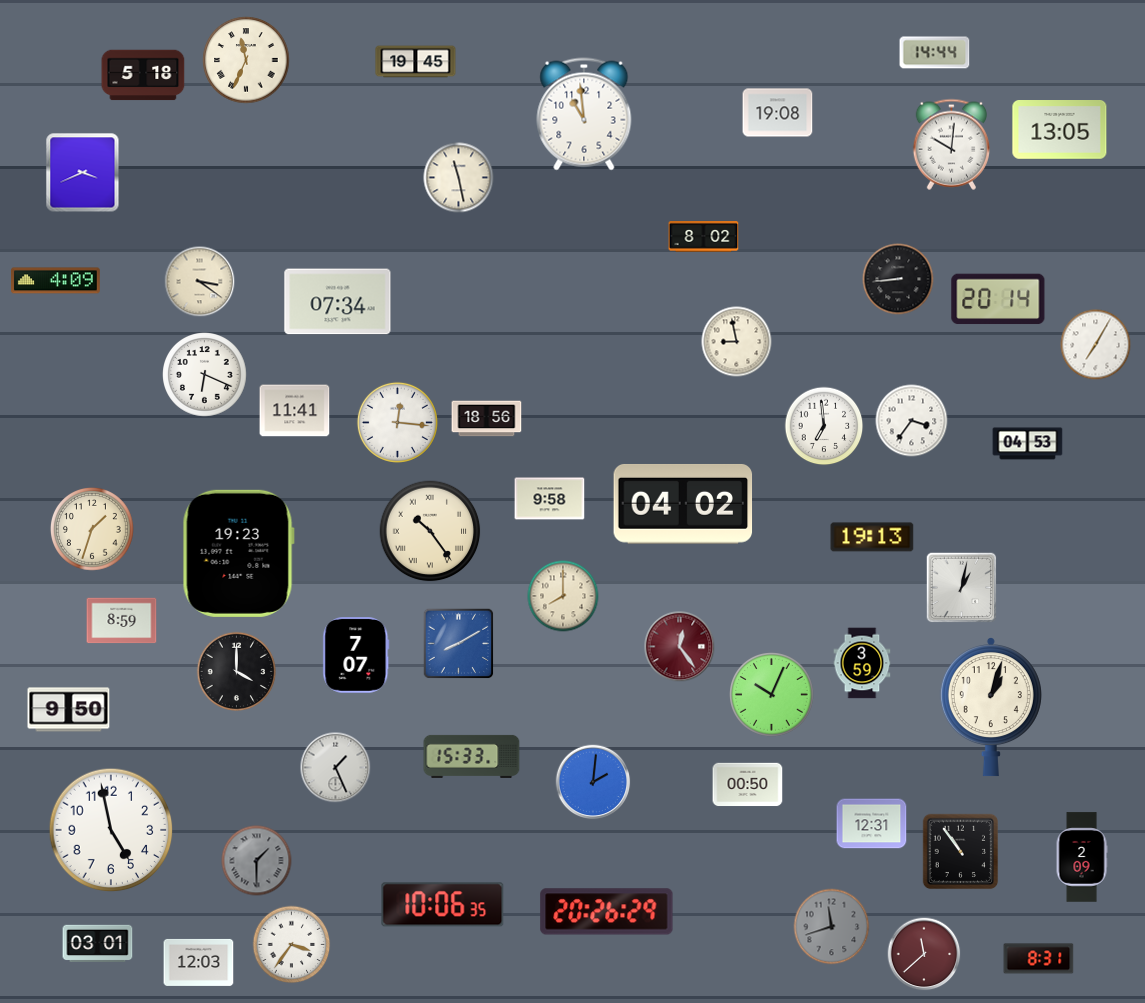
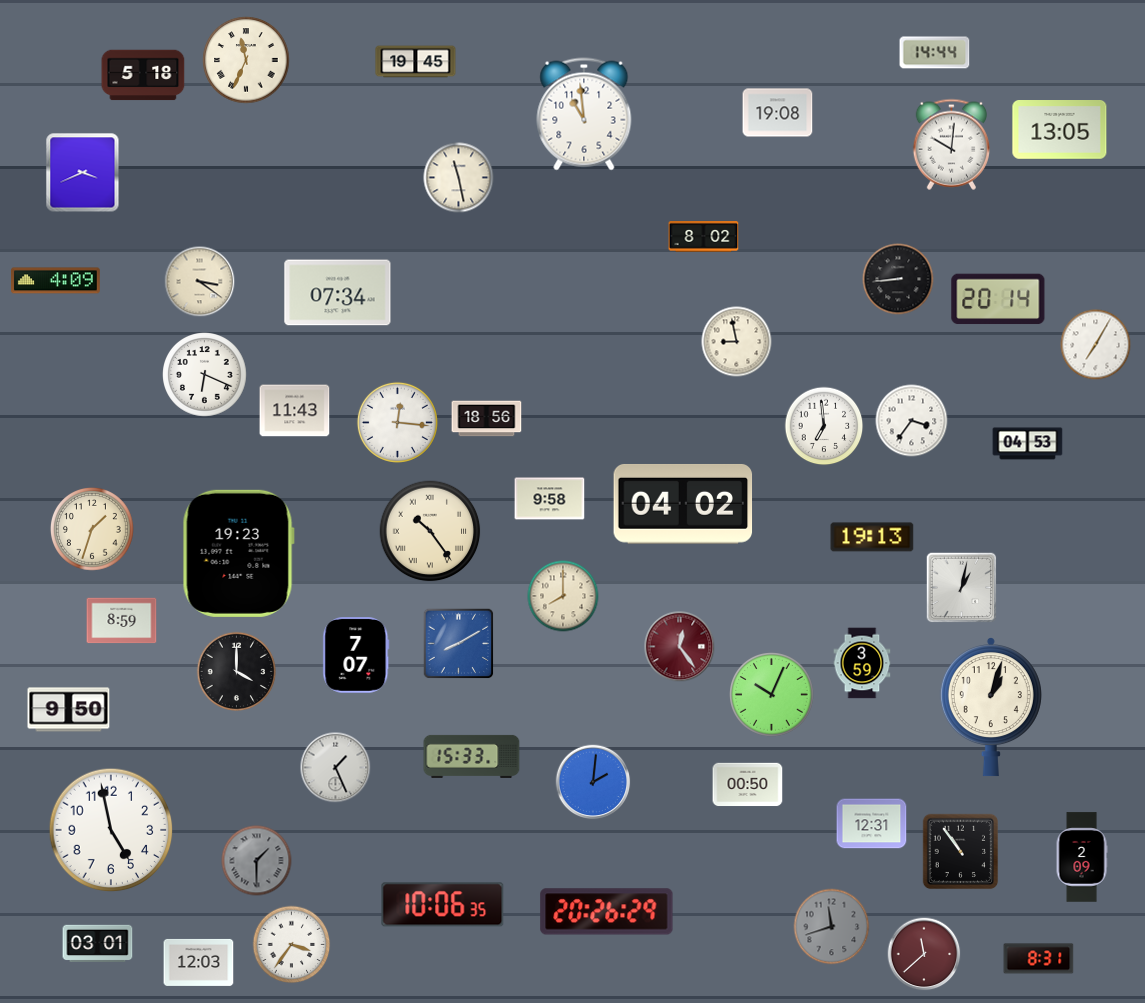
clock at (338, 302) position: (338, 302) -> (338, 293)
clock at (295, 411): 11:41 -> 11:43
